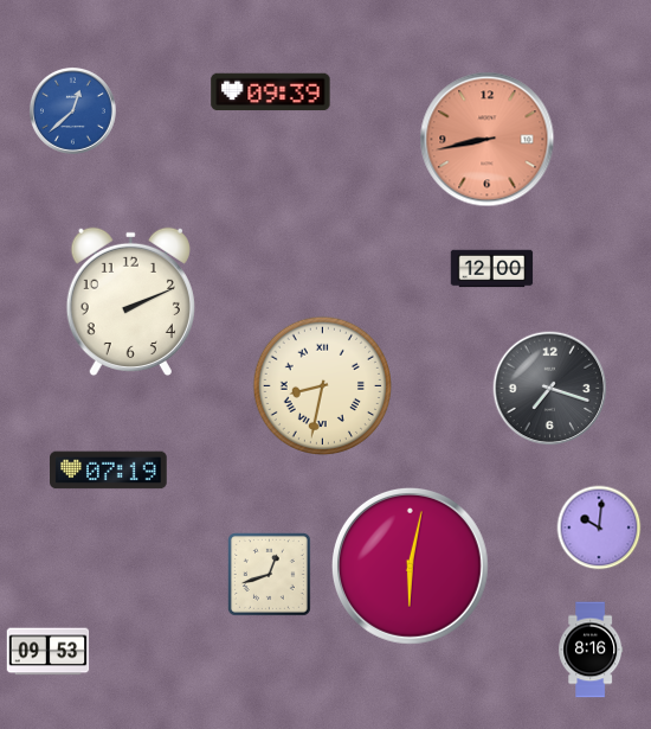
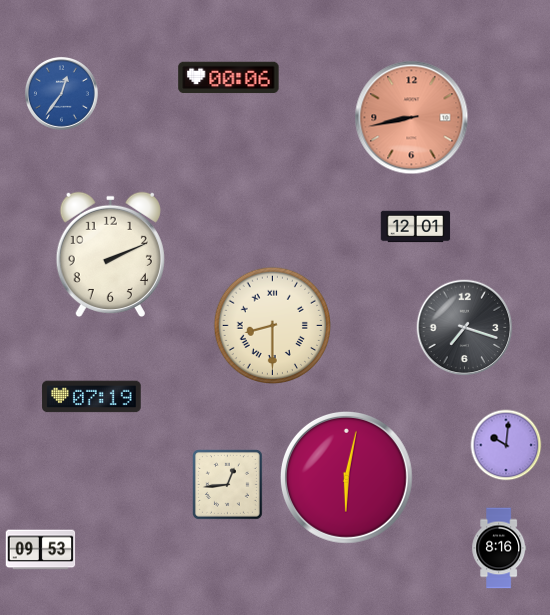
clock at (271, 92): 09:39 -> 00:06
clock at (72, 110): 12:38 -> 12:36
clock at (492, 269): 12:00 -> 12:01
clock at (322, 385): 8:32 -> 8:30
clock at (269, 574): 12:42 -> 12:44
